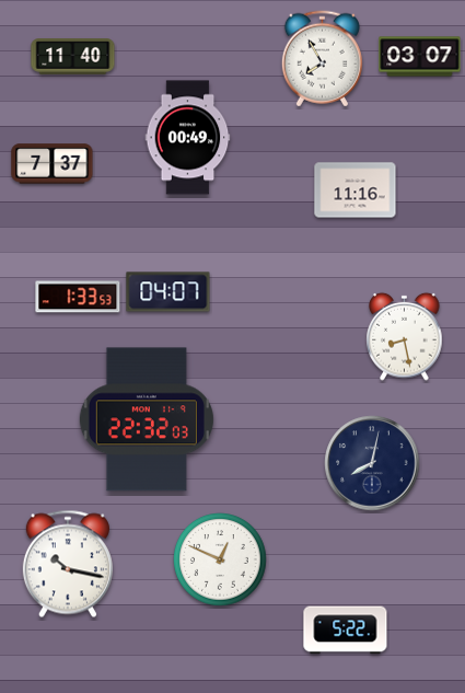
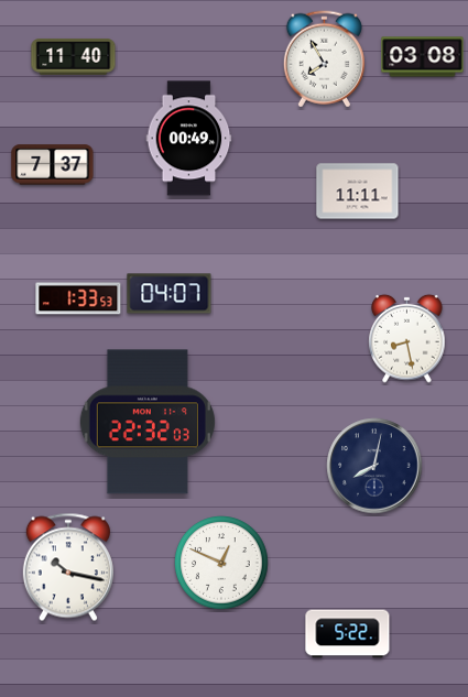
clock at (420, 57): 03:07 -> 03:08
clock at (356, 190): 11:16 -> 11:11
